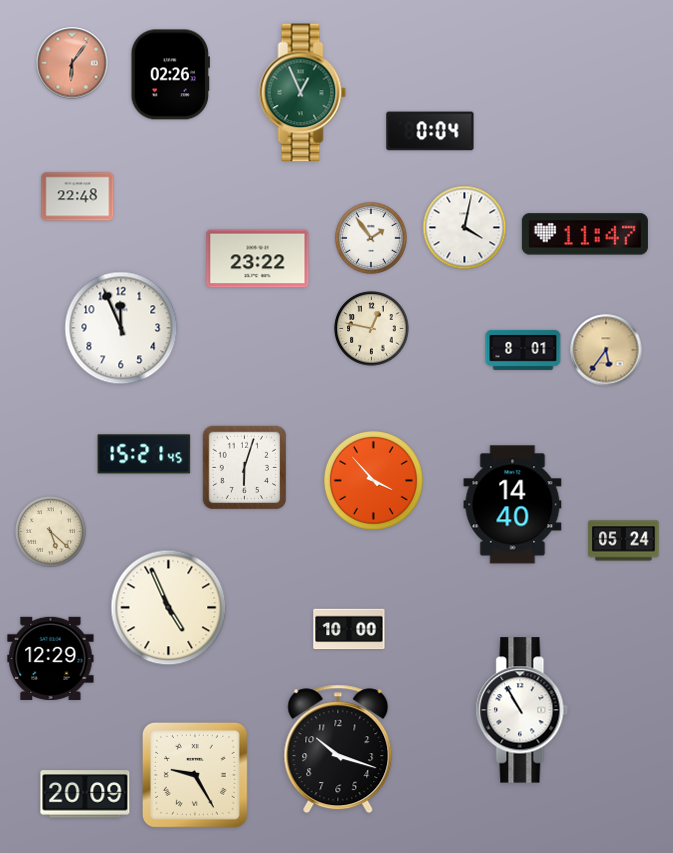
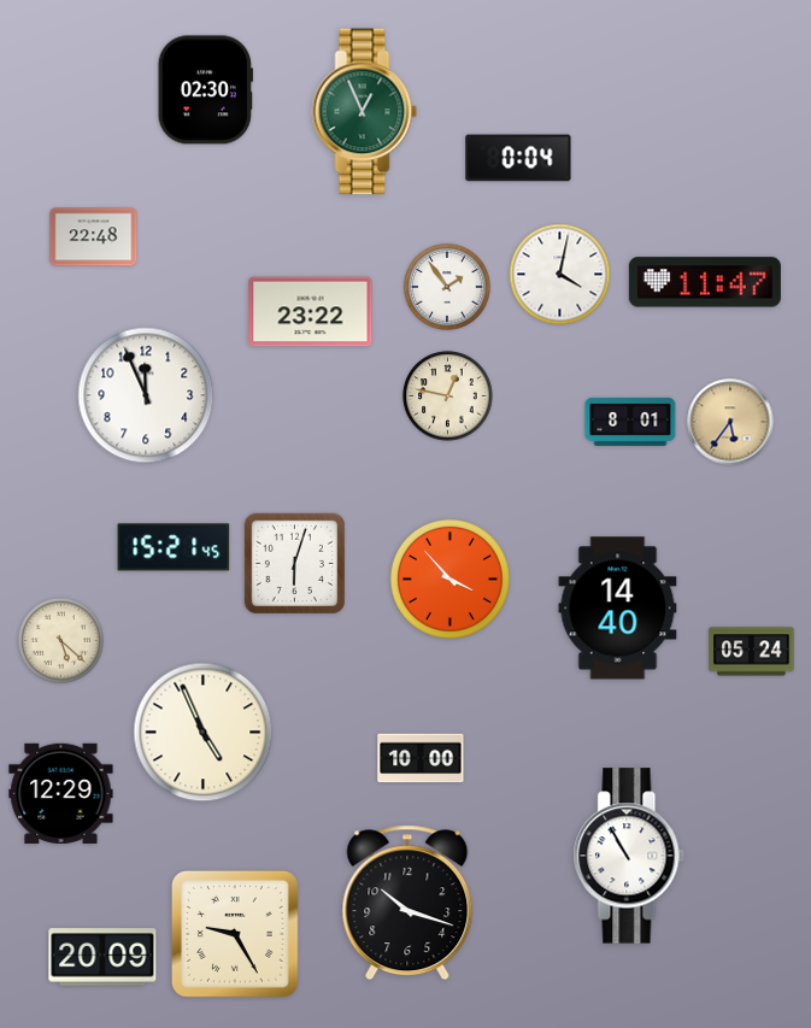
clock at (72, 63): 6:06 -> none
clock at (170, 75): 02:26 -> 02:30
